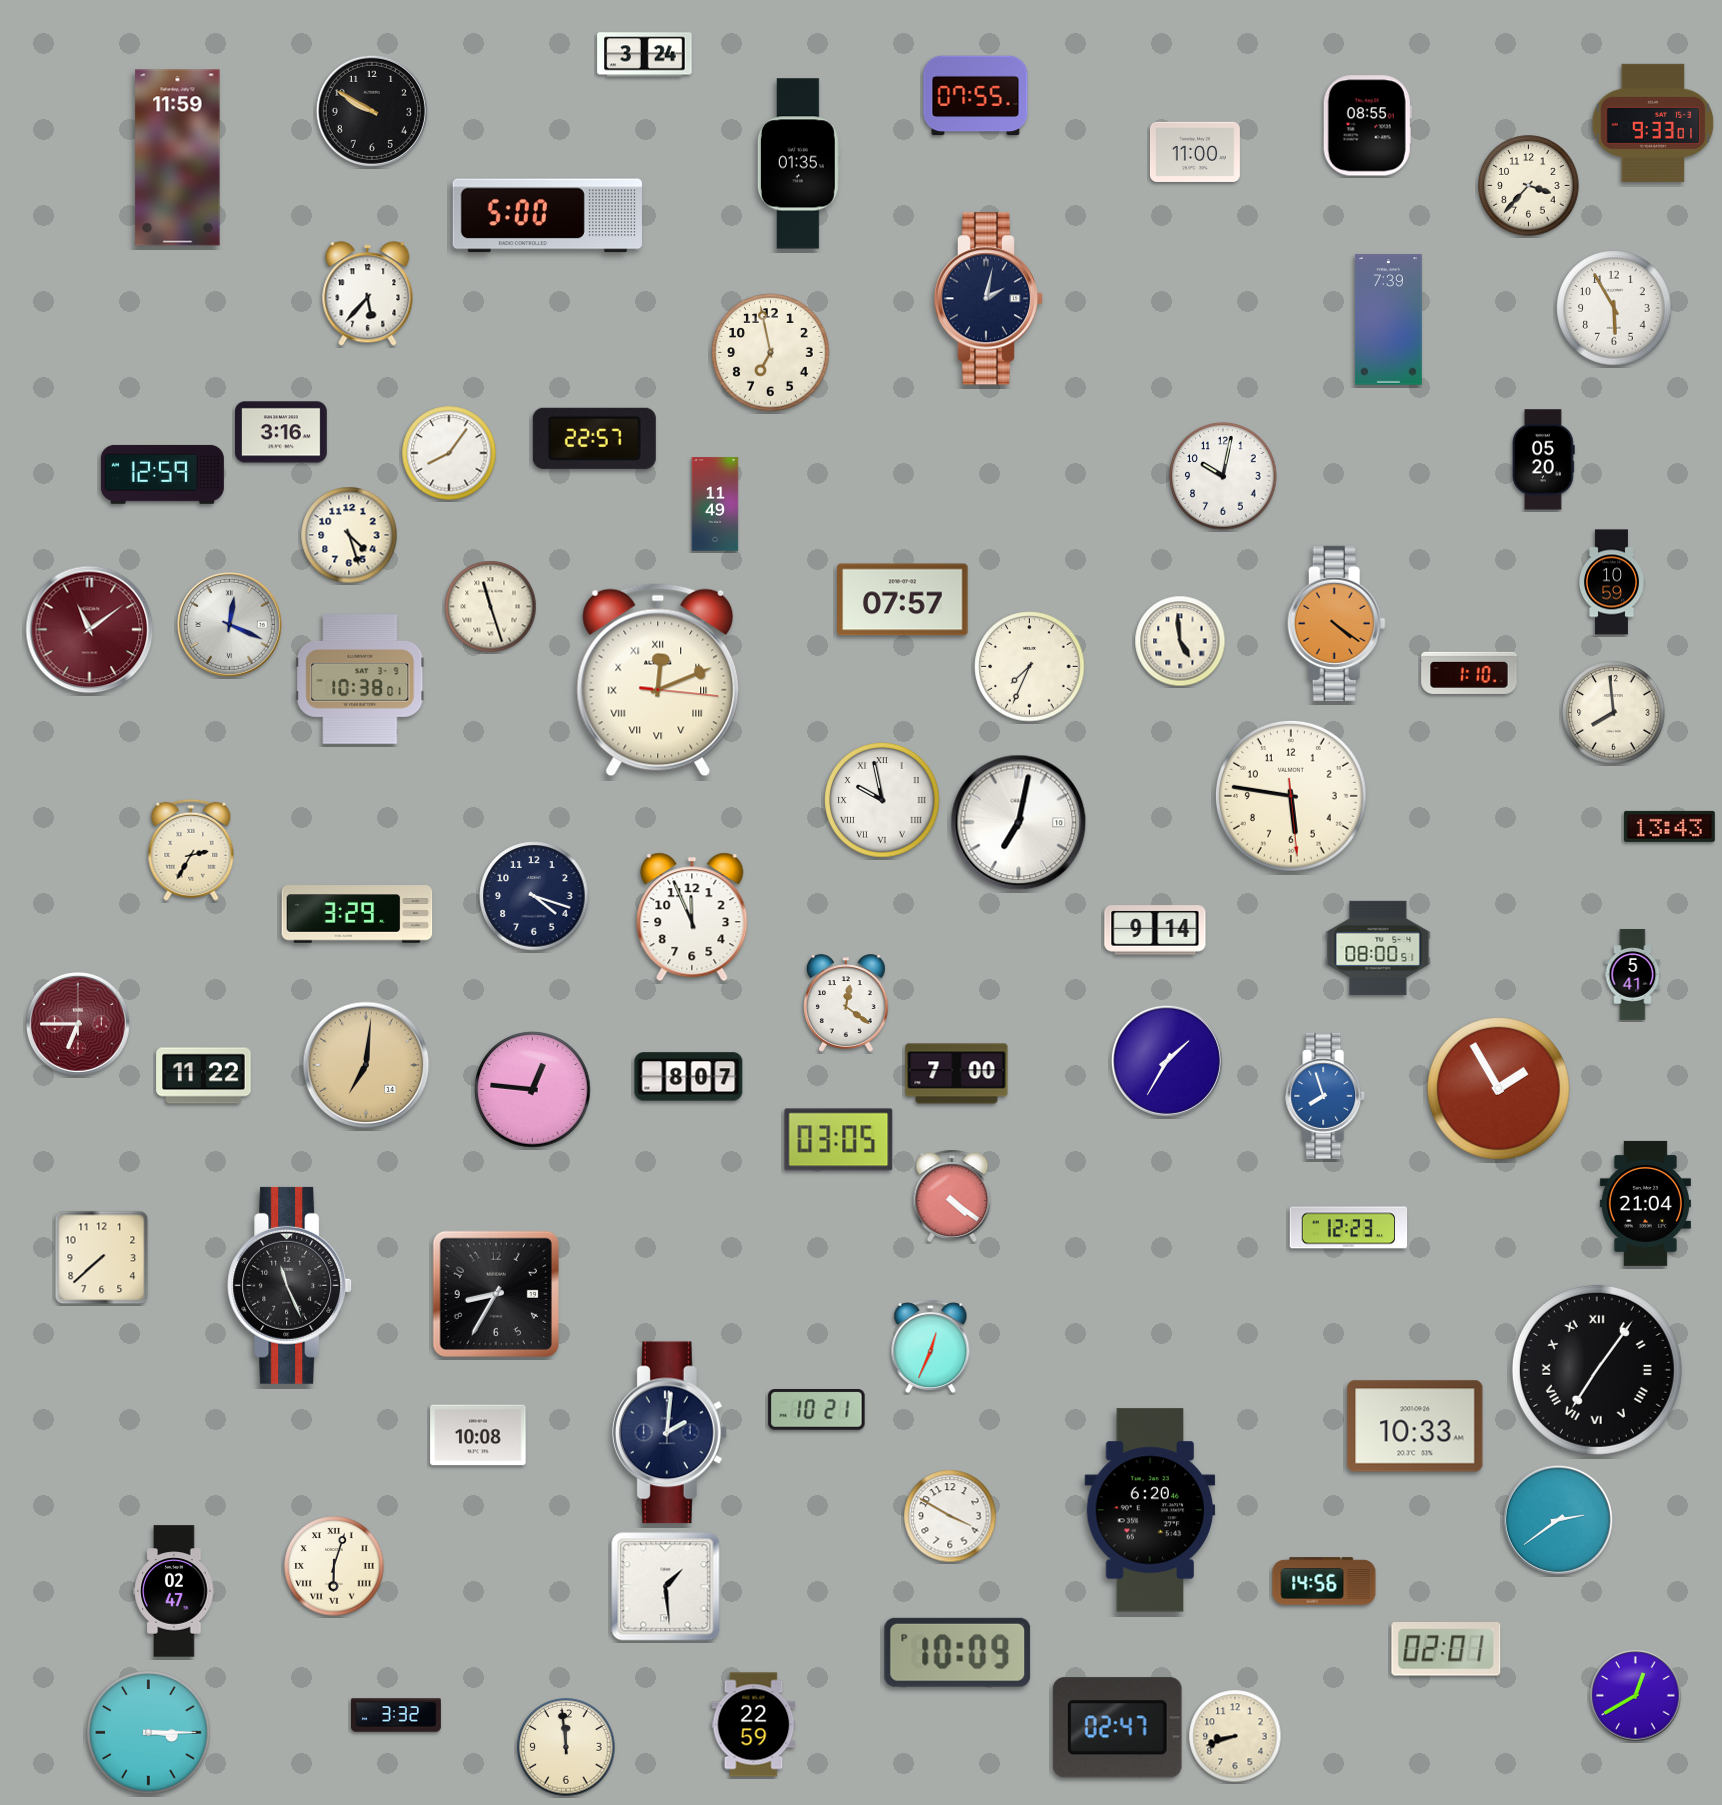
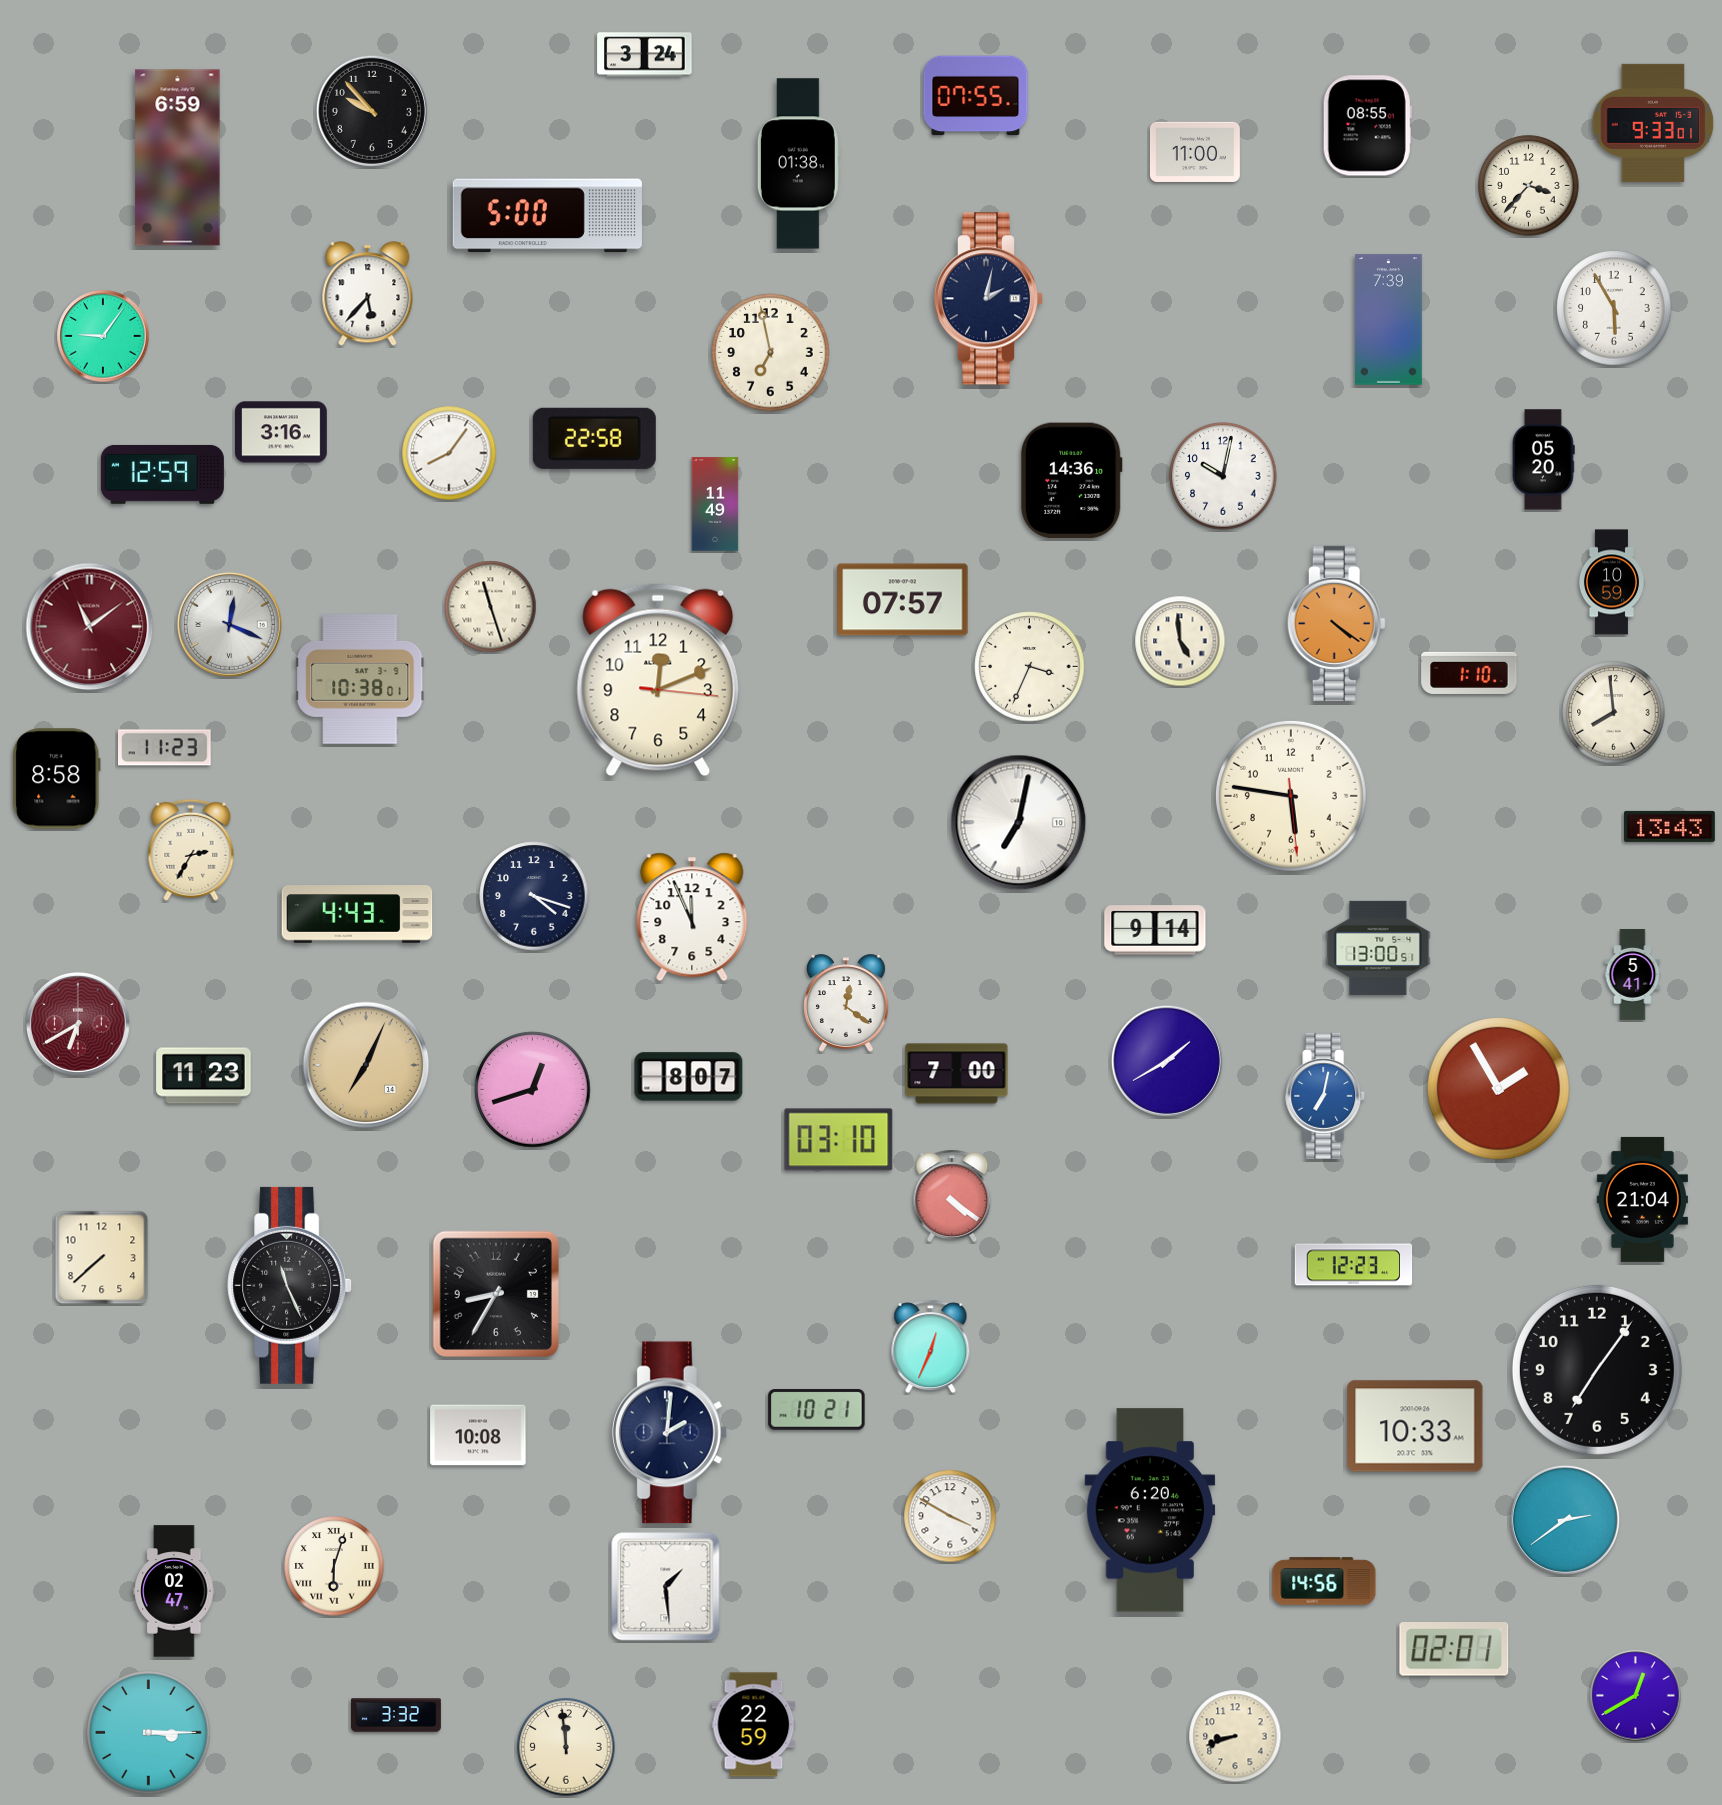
clock at (372, 111): 9:50 -> 9:53
clock at (178, 158): 11:59 -> 6:59
clock at (798, 164): 01:35 -> 01:38
clock at (103, 336): none -> 9:06
clock at (594, 438): 22:57 -> 22:58
clock at (1071, 481): none -> 14:36
clock at (349, 535): 4:27 -> none
clock at (90, 630) position: (90, 630) -> (90, 627)
clock at (1030, 667): 7:34 -> 3:34
clock at (658, 680) numerals: Roman -> Arabic
clock at (165, 748): none -> 11:23
clock at (57, 779): none -> 8:58
clock at (882, 800): 9:58 -> none
clock at (357, 914): 3:29 -> 4:43
clock at (1378, 948): 08:00 -> 13:00
clock at (78, 1024): 6:45 -> 6:40
clock at (1167, 1061): 1:35 -> 1:40
clock at (366, 1065): 7:01 -> 7:04
clock at (204, 1076): 11:22 -> 11:23
clock at (533, 1090): 12:46 -> 12:42
clock at (1326, 1096): 7:57 -> 7:02
clock at (839, 1140): 03:05 -> 03:10
clock at (1645, 1203) position: (1645, 1203) -> (1642, 1199)
clock at (1349, 1228) position: (1349, 1228) -> (1354, 1265)
clock at (1597, 1370) numerals: Roman -> Arabic
clock at (1558, 1520) position: (1558, 1520) -> (1565, 1520)
clock at (1446, 1649) position: (1446, 1649) -> (1454, 1649)
clock at (958, 1652): 10:09 -> none
clock at (1117, 1728): 02:47 -> none
